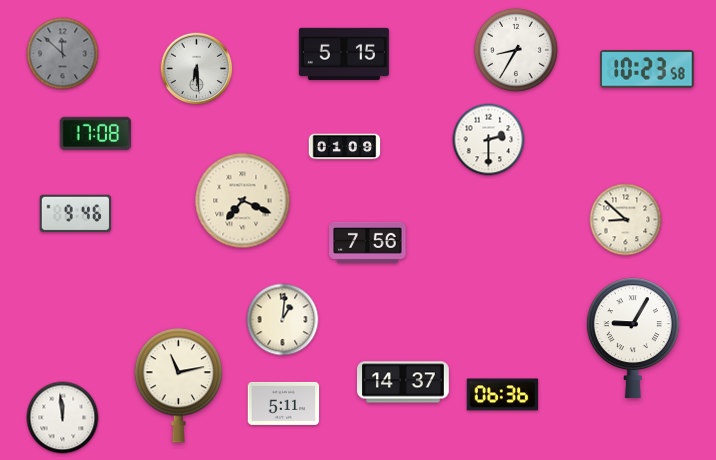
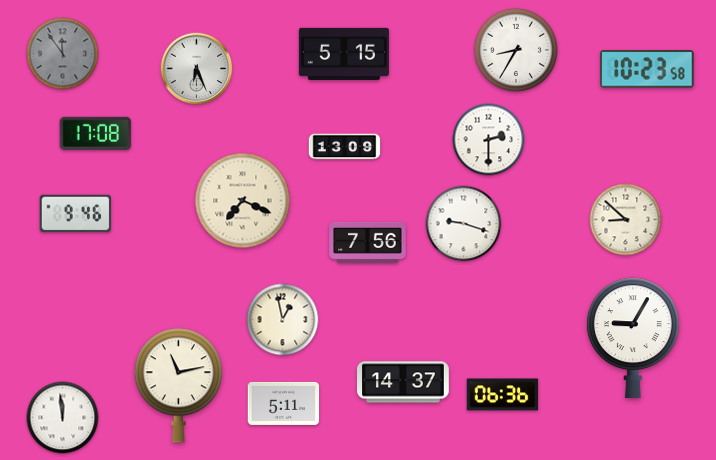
clock at (63, 54): 11:52 -> 11:54
clock at (197, 69): 6:29 -> 6:26
clock at (345, 147): 01:09 -> 13:09
clock at (464, 224): none -> 9:18
clock at (283, 320): 1:01 -> 12:58
